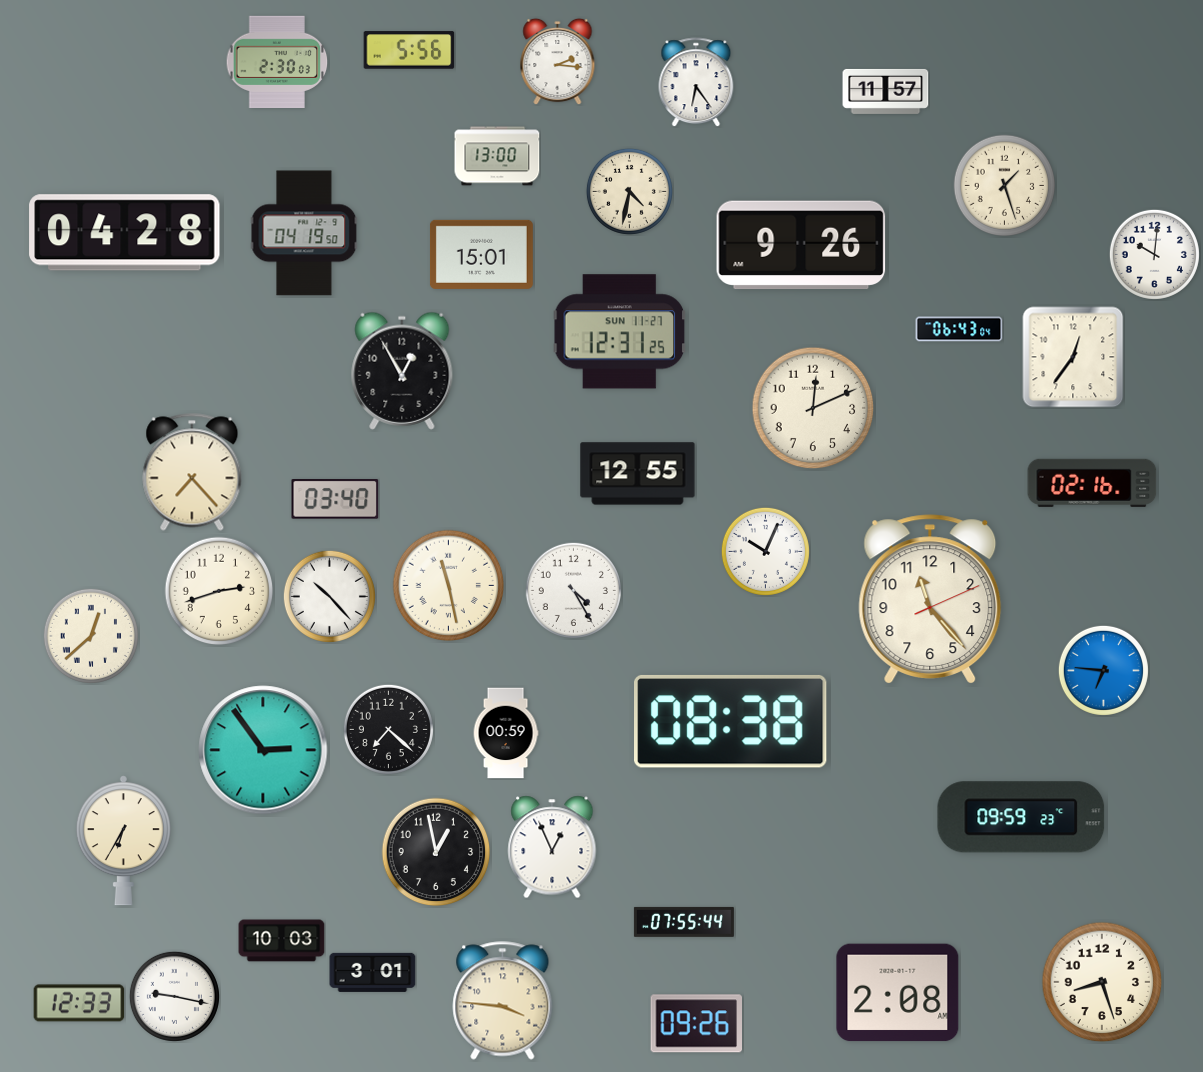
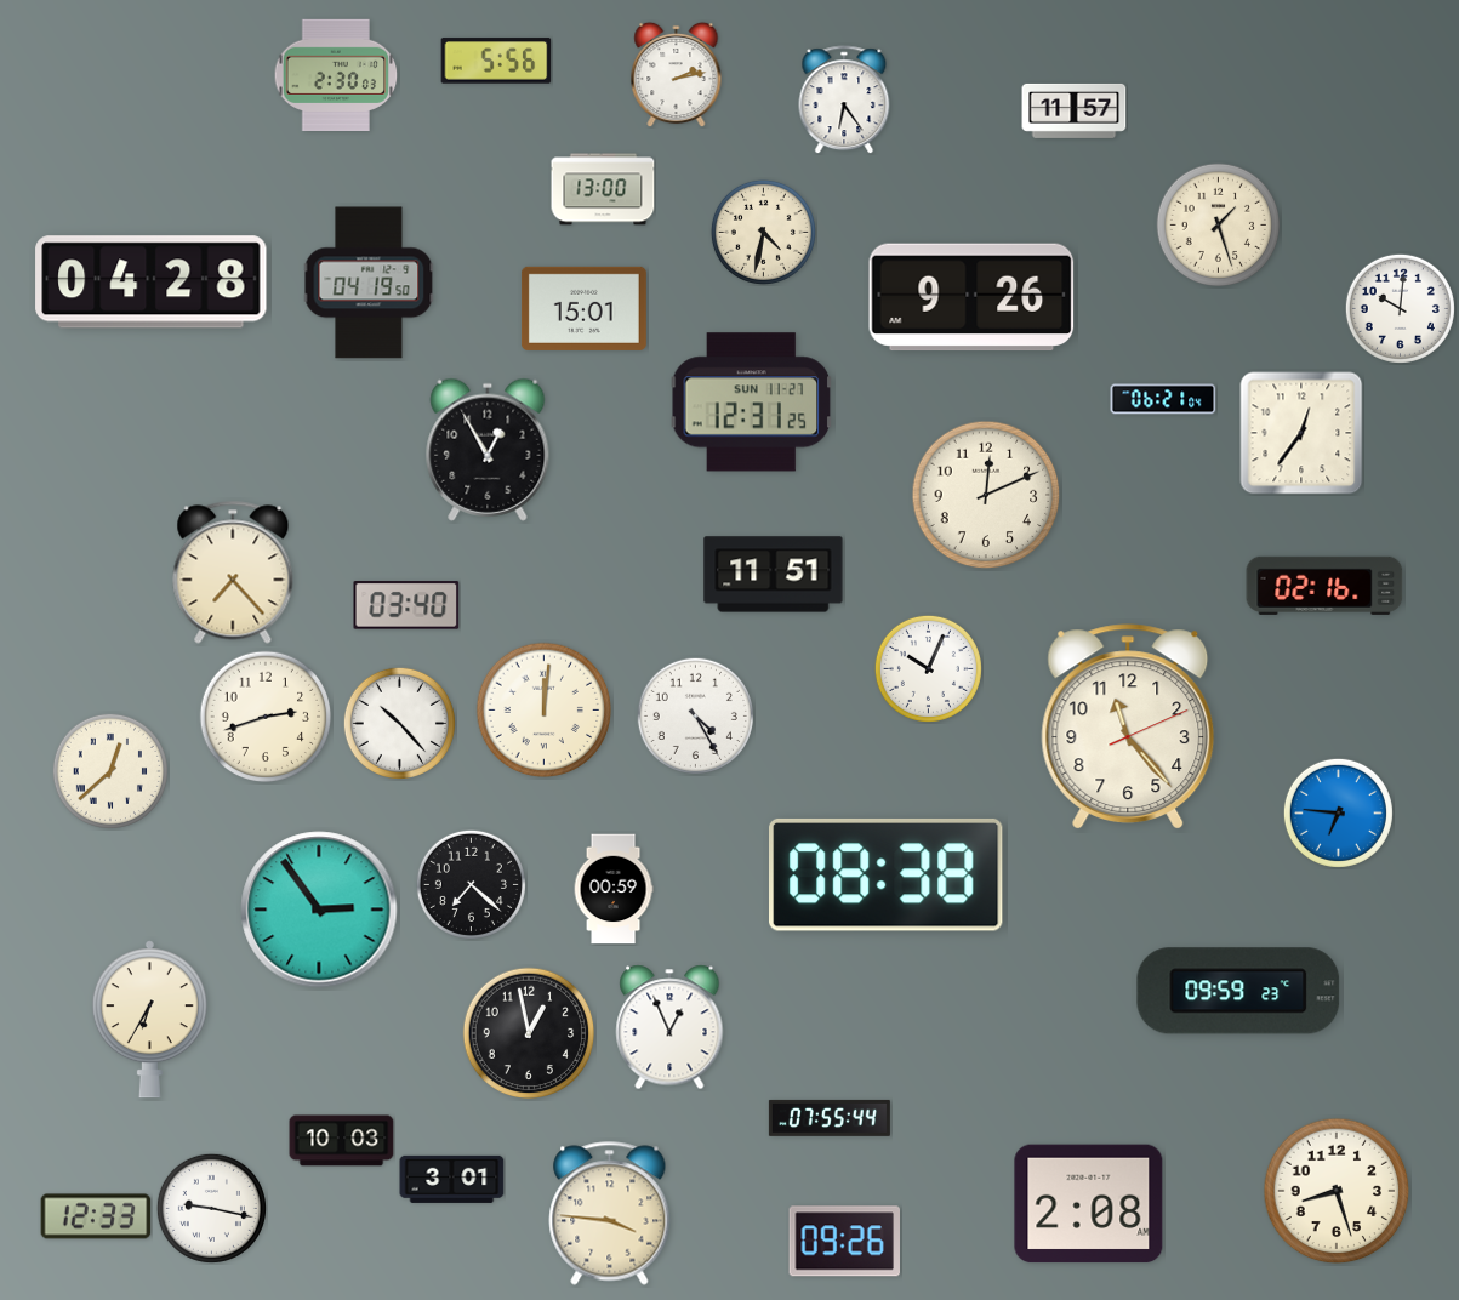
clock at (558, 61): 2:16 -> 2:13
clock at (959, 329): 06:43 -> 06:21
clock at (638, 474): 12:55 -> 11:51
clock at (449, 586): 11:28 -> 12:01
